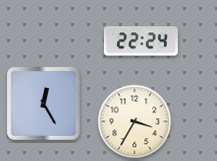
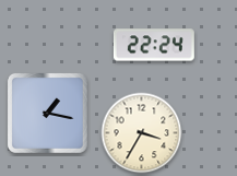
clock at (43, 103): 12:25 -> 1:17
clock at (135, 122) position: (135, 122) -> (142, 133)
